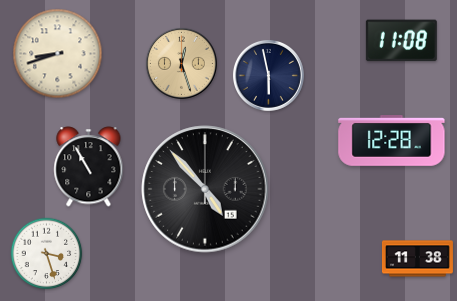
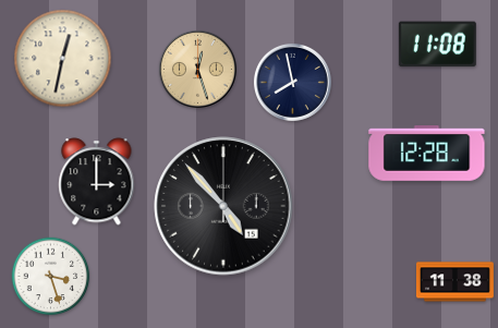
clock at (58, 54): 8:42 -> 12:32
clock at (268, 75): 5:58 -> 7:58
clock at (89, 167): 10:55 -> 3:00
